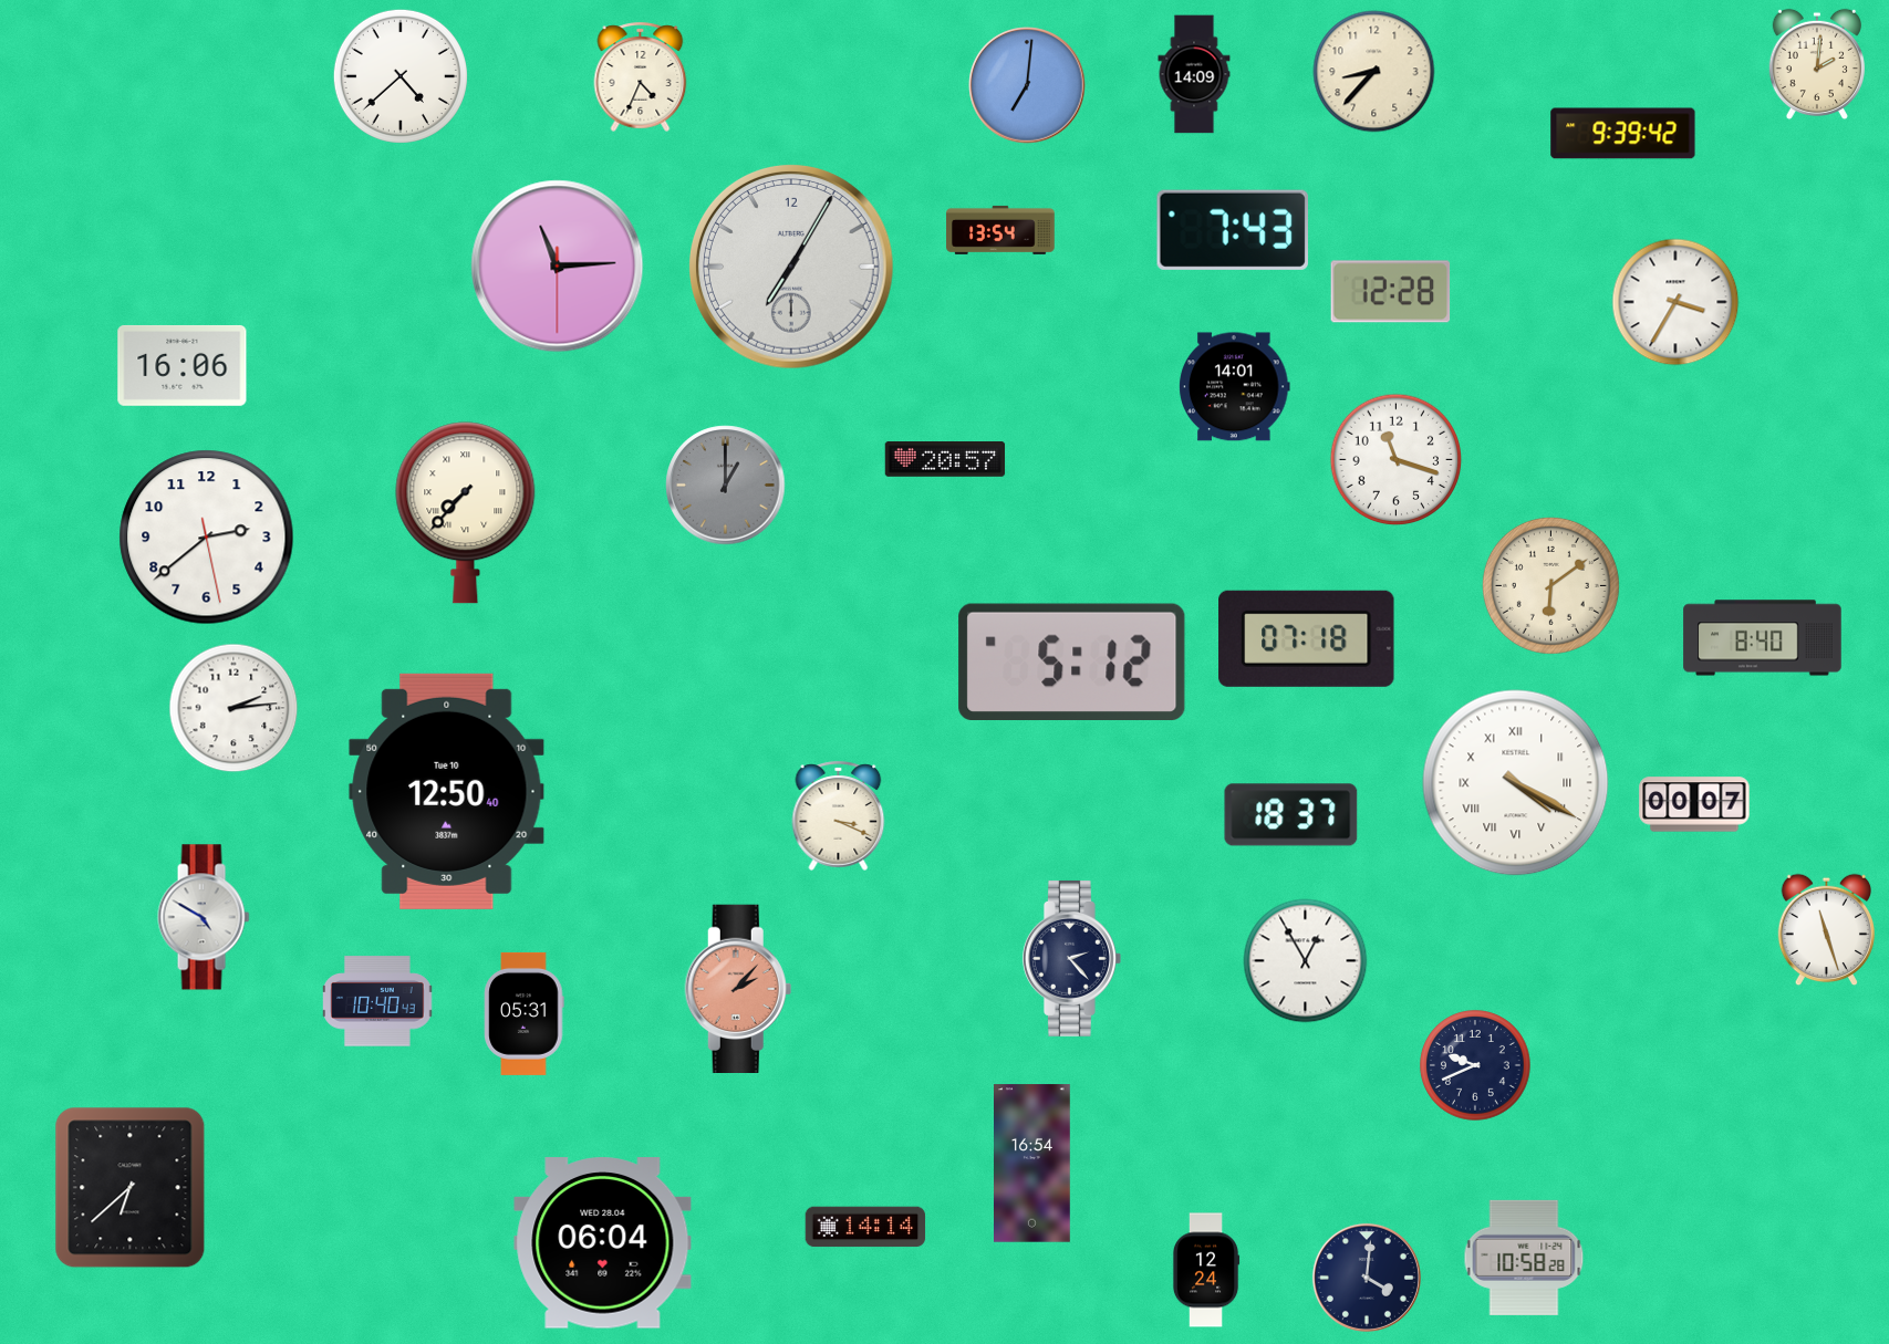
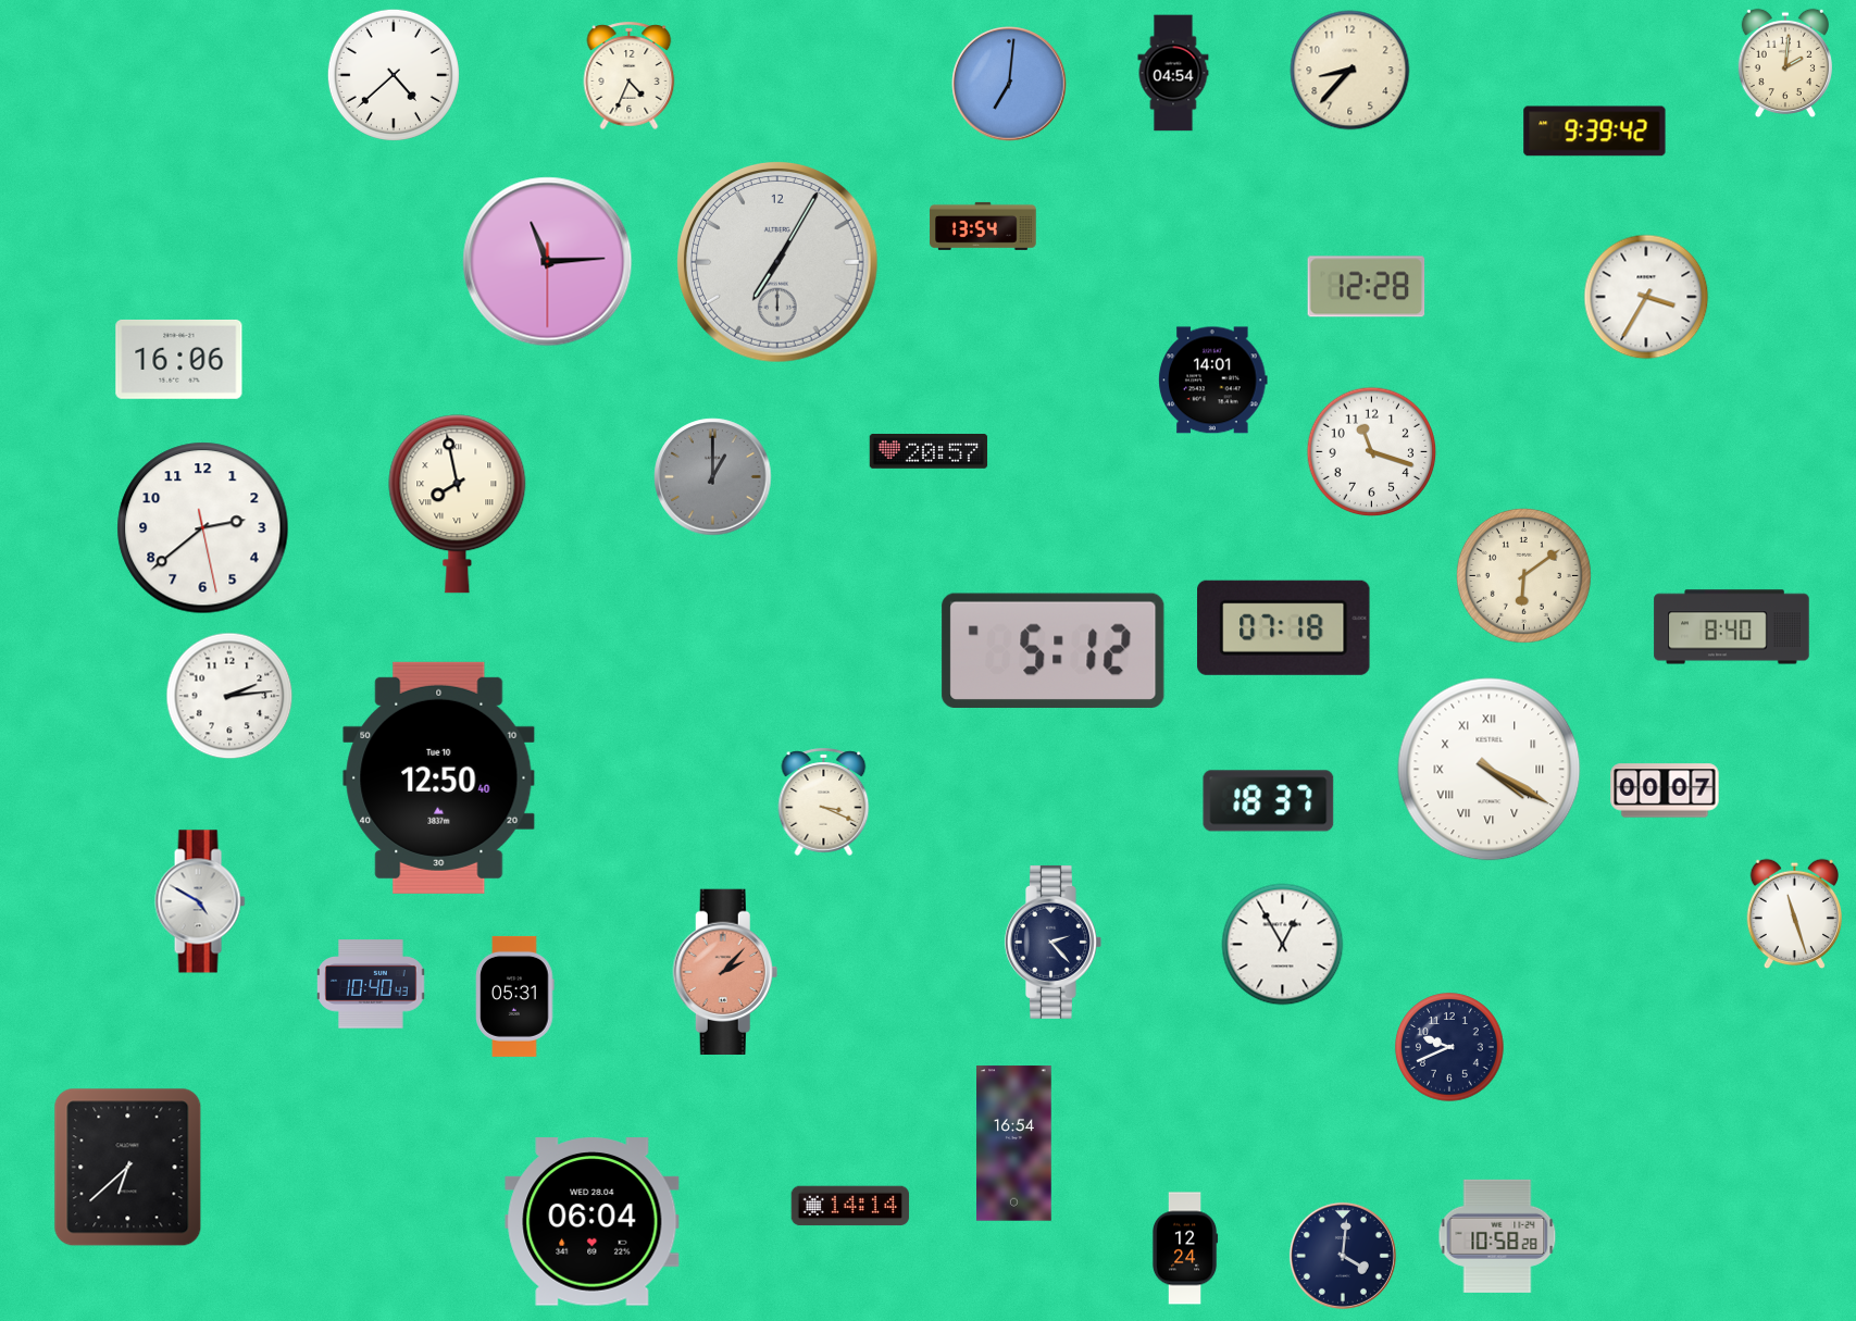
clock at (1194, 74): 14:09 -> 04:54
clock at (1233, 230): 7:43 -> none
clock at (466, 513): 7:37 -> 7:58
